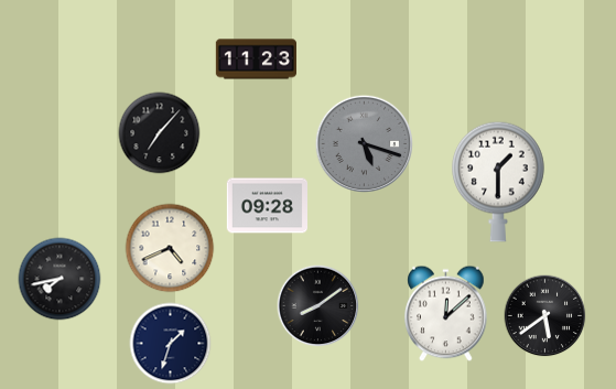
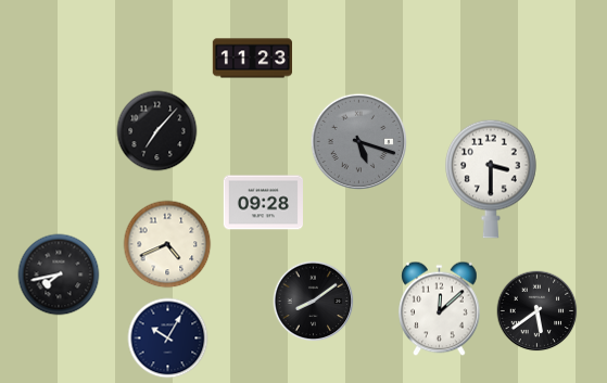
clock at (498, 182): 1:30 -> 3:30
clock at (171, 344): 1:33 -> 10:05
